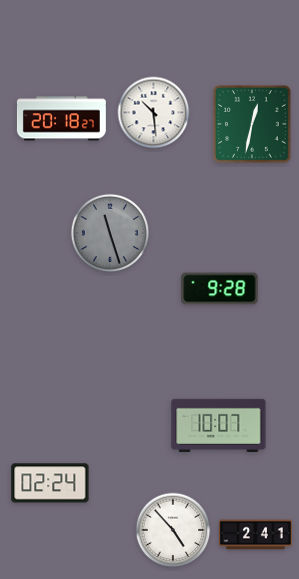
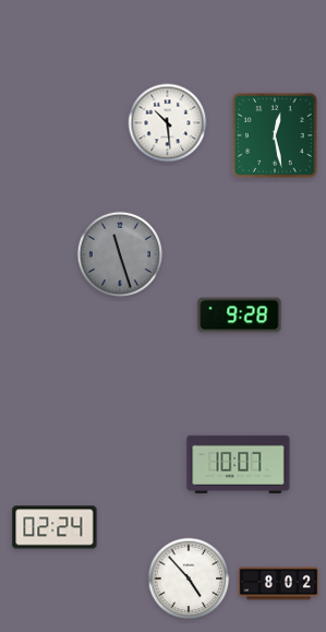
clock at (61, 119): 20:18 -> none
clock at (252, 124): 12:32 -> 12:28
clock at (255, 535): 2:41 -> 8:02
